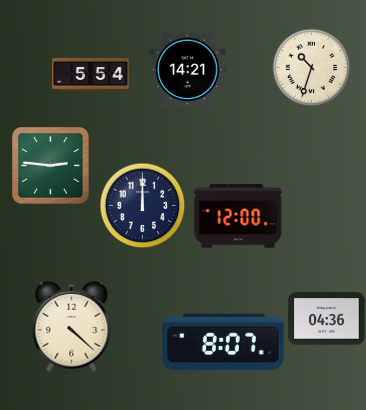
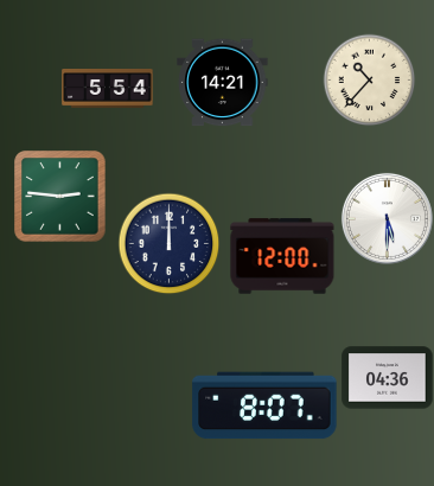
clock at (311, 67): 10:33 -> 10:37
clock at (387, 218): none -> 5:30
clock at (72, 326): 4:22 -> none
